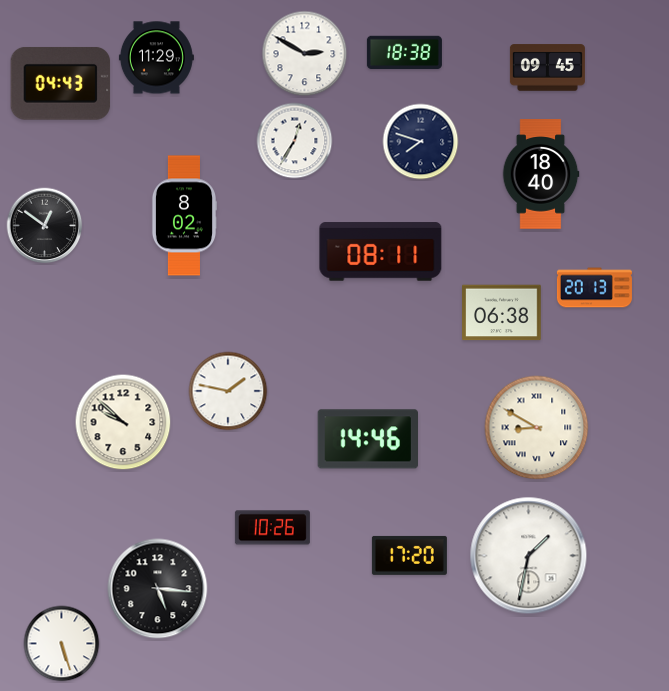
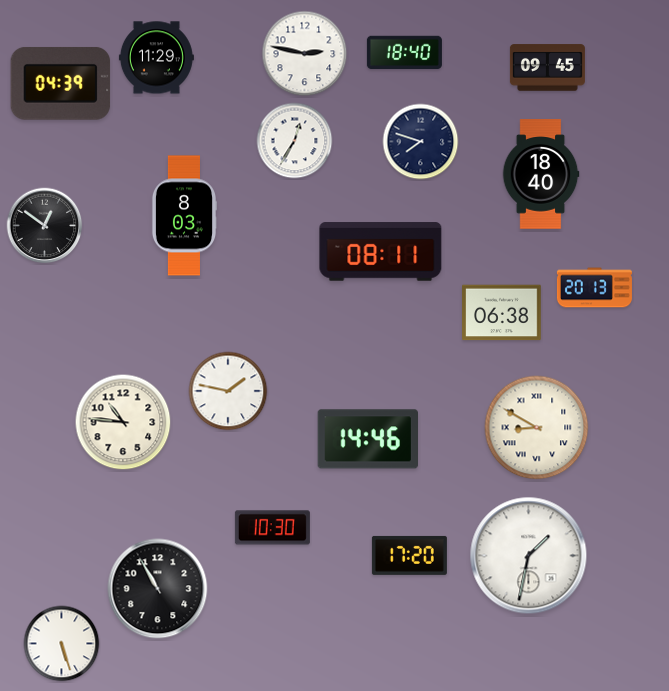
clock at (404, 53): 18:38 -> 18:40
clock at (305, 54): 2:50 -> 2:47
clock at (61, 83): 04:43 -> 04:39
clock at (183, 216): 8:02 -> 8:03
clock at (123, 422): 9:52 -> 10:46
clock at (272, 528): 10:26 -> 10:30
clock at (158, 589): 5:16 -> 10:55
